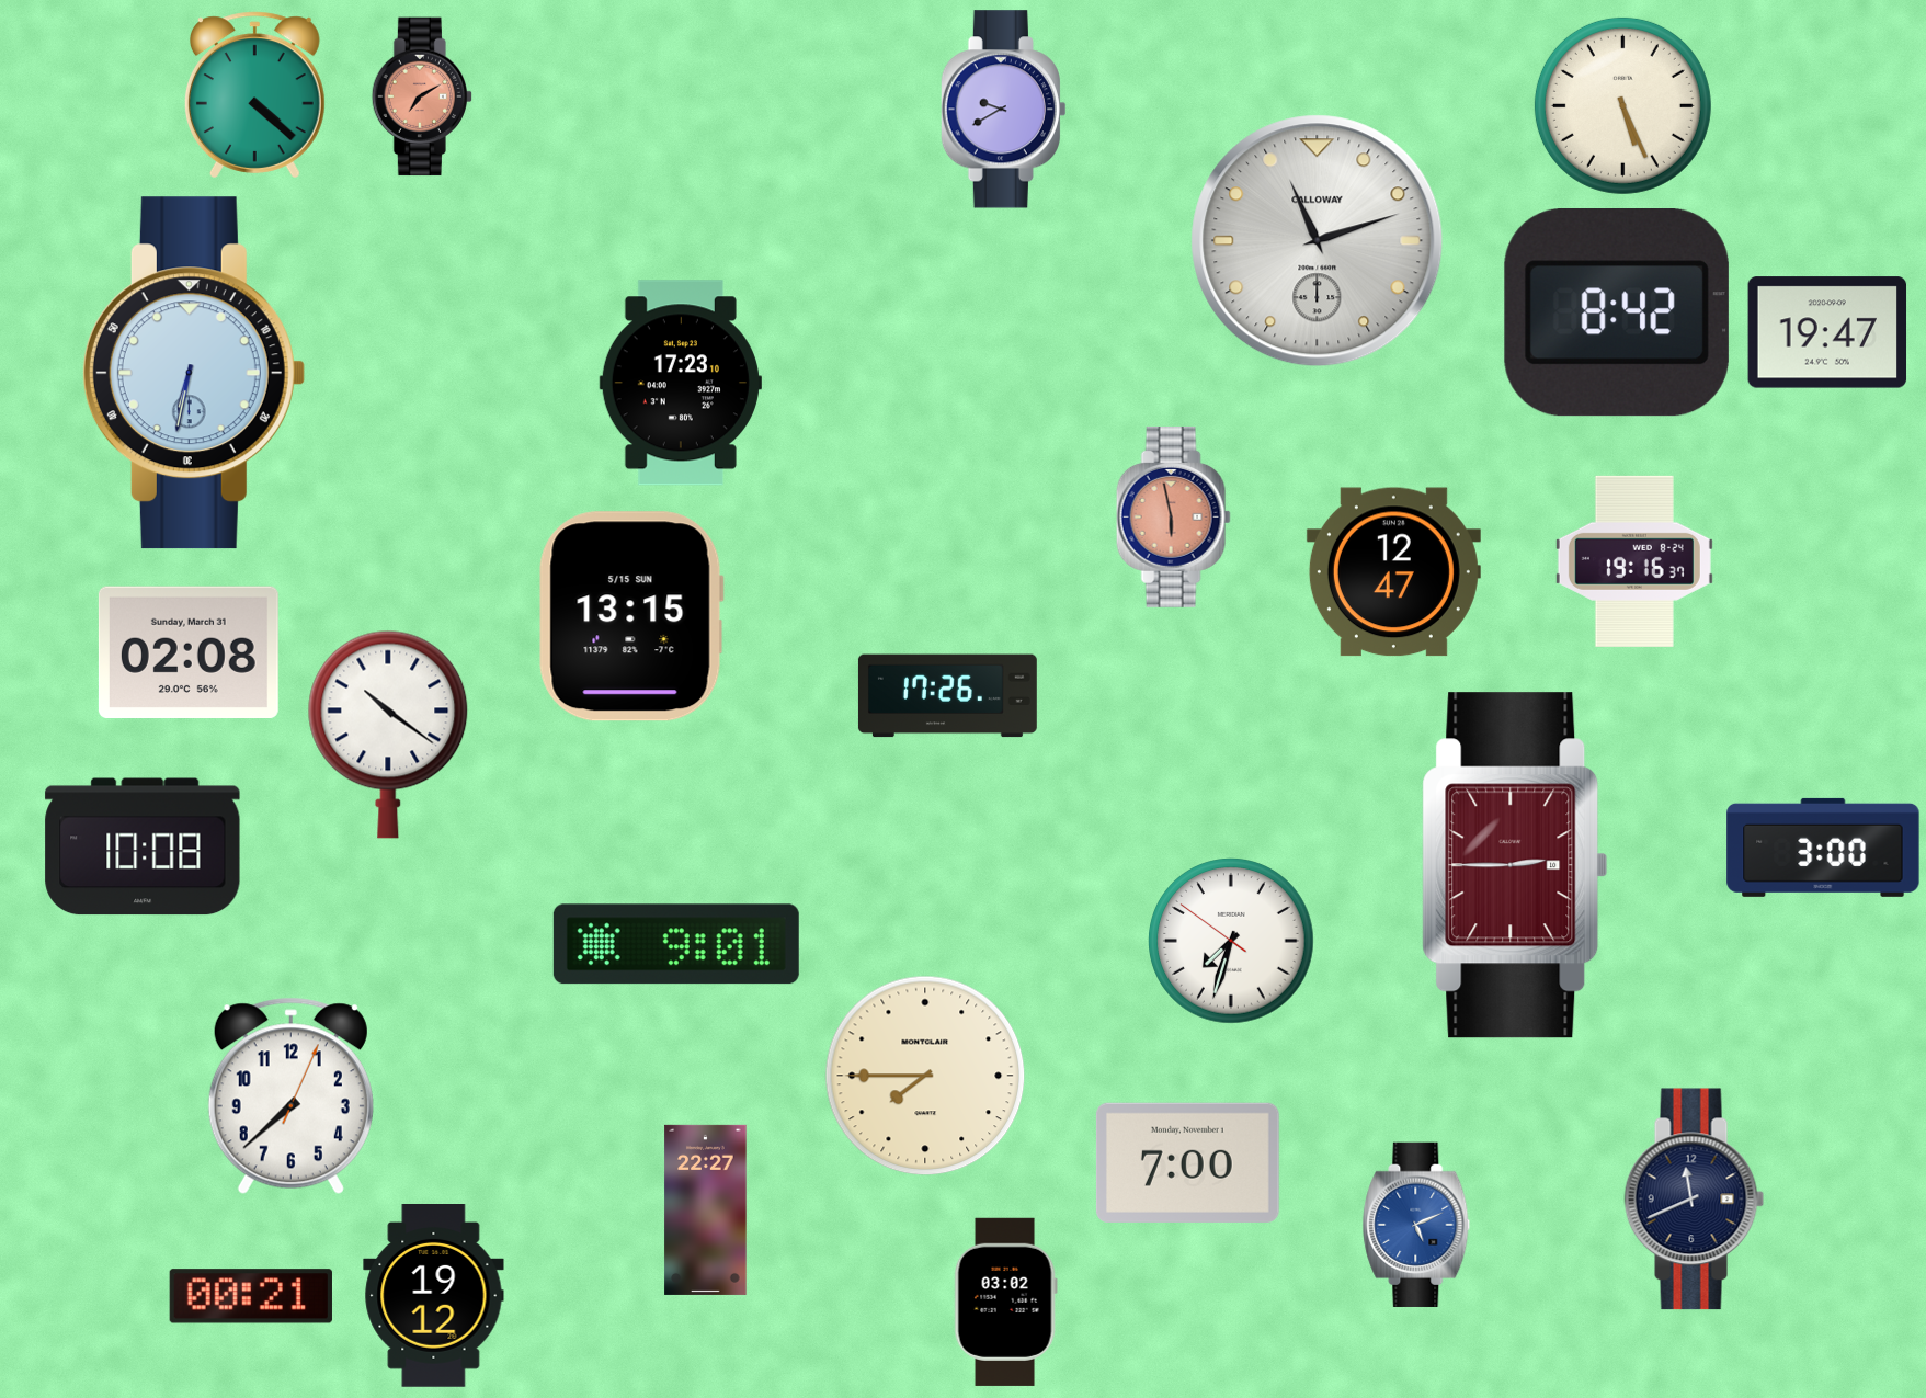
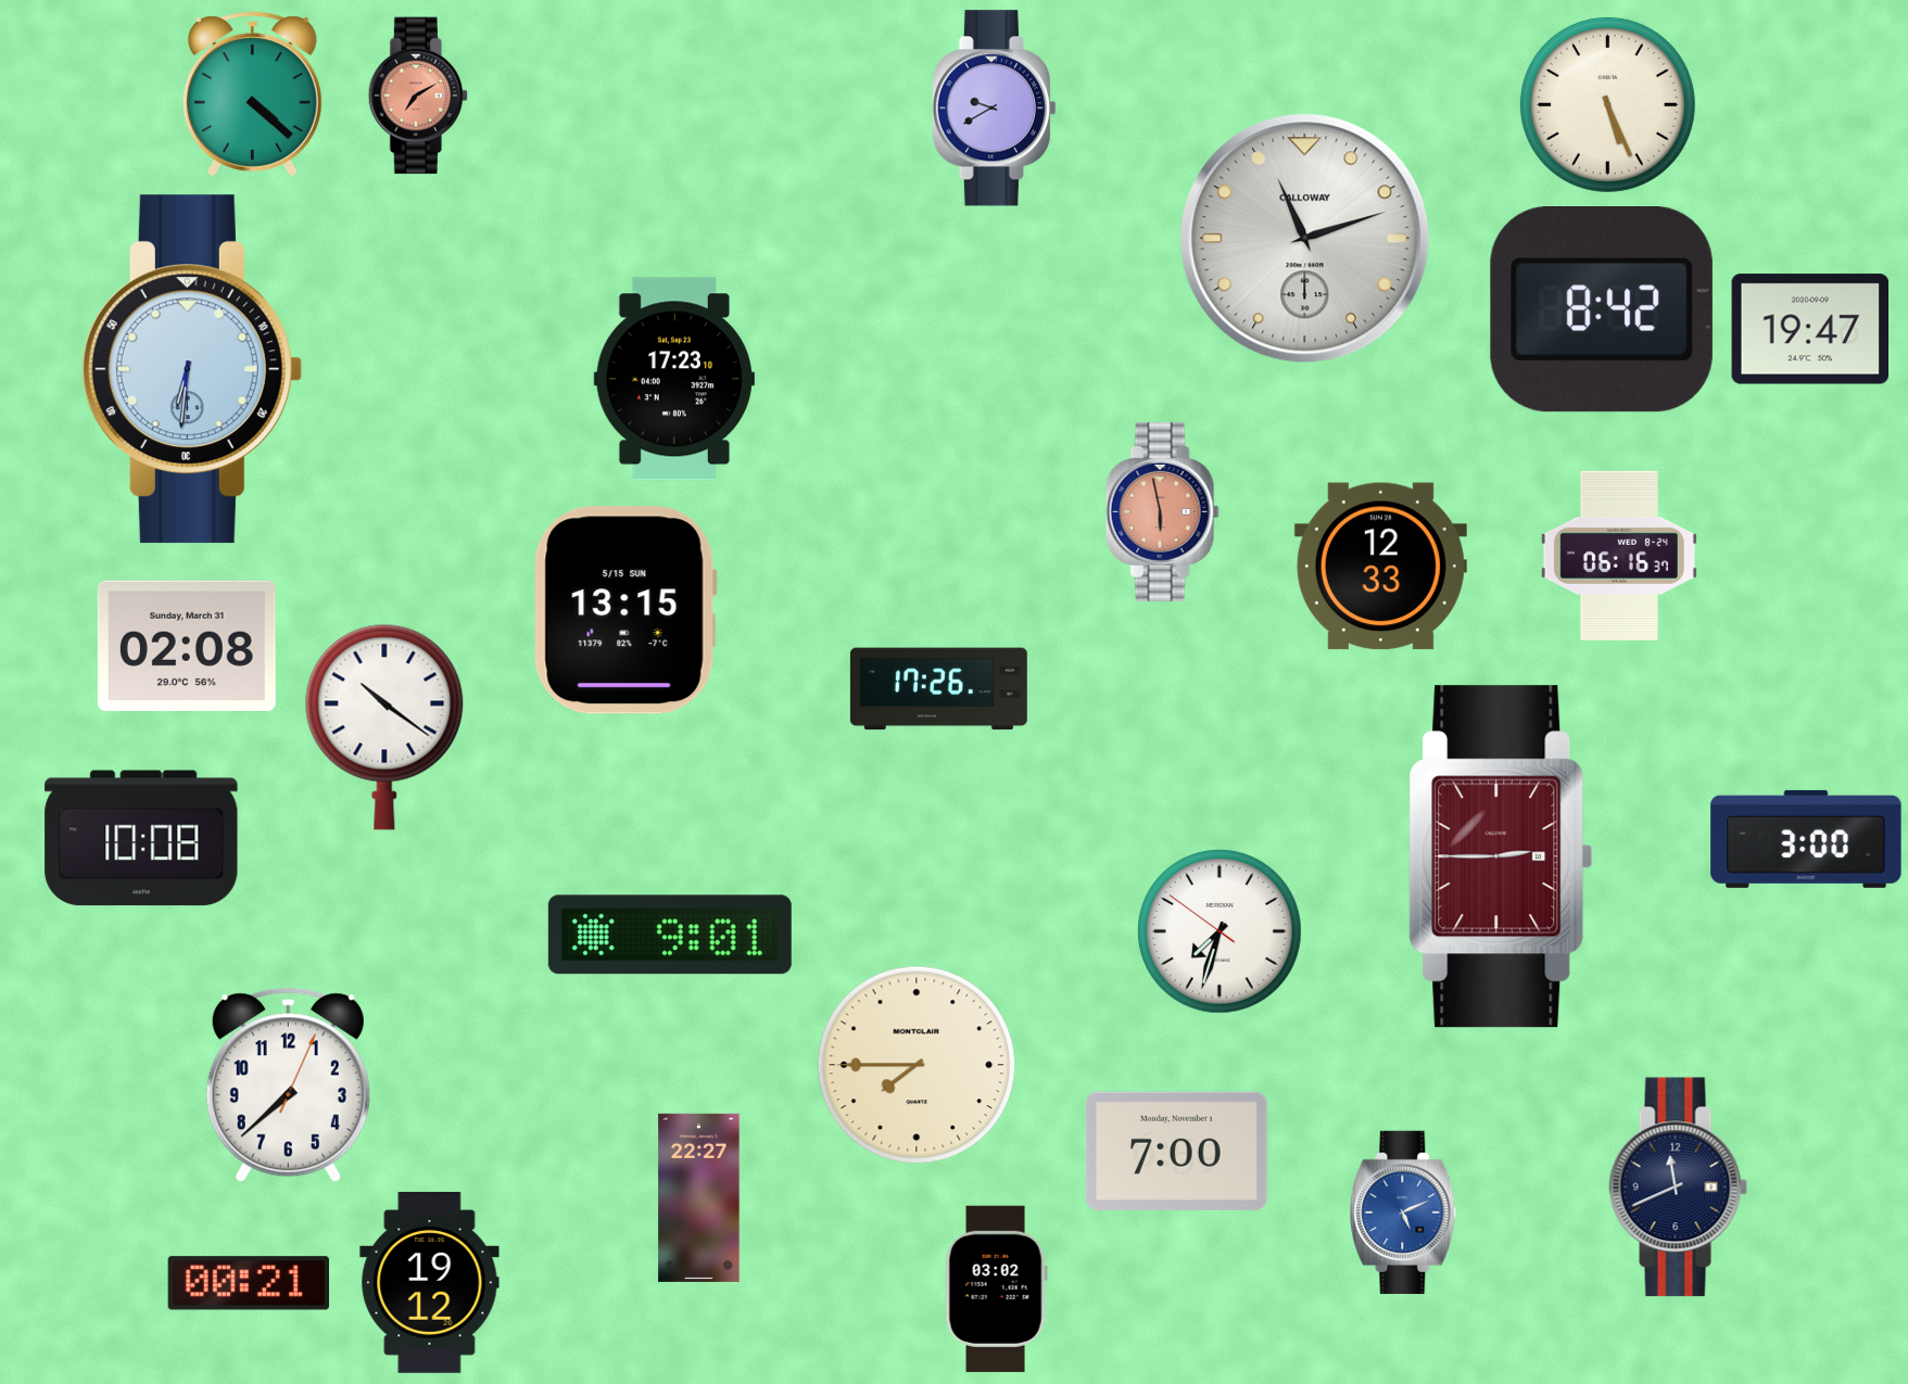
clock at (193, 373): 6:32 -> 6:31
clock at (1634, 561): 19:16 -> 06:16
clock at (1393, 572): 12:47 -> 12:33
